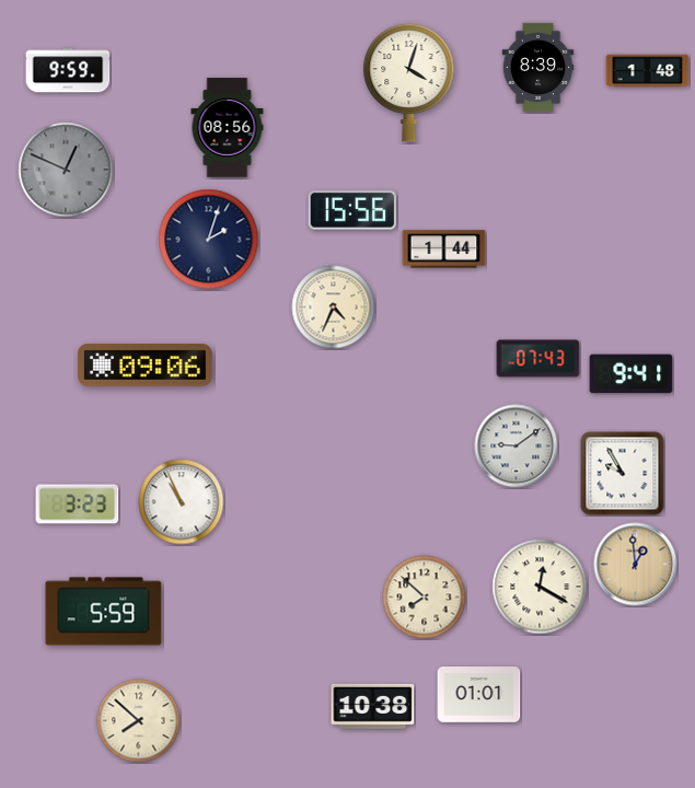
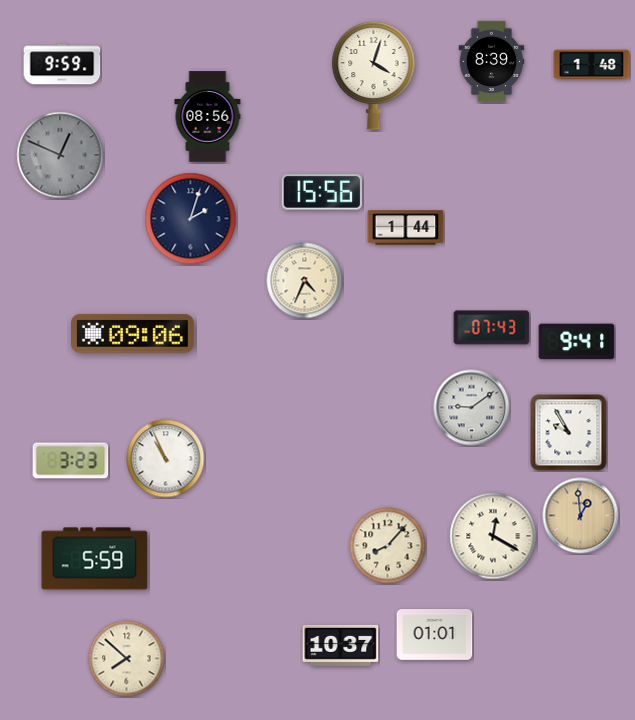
clock at (425, 598): 7:52 -> 8:07
clock at (479, 695) position: (479, 695) -> (435, 635)
clock at (373, 706): 10:38 -> 10:37
